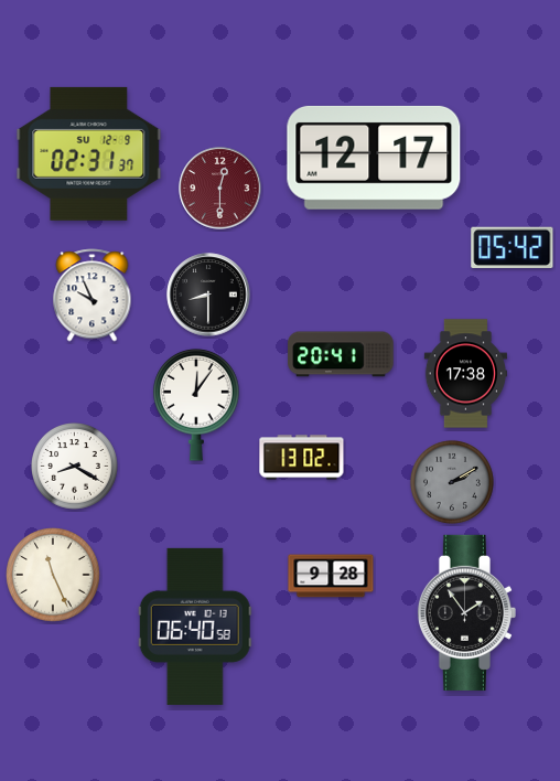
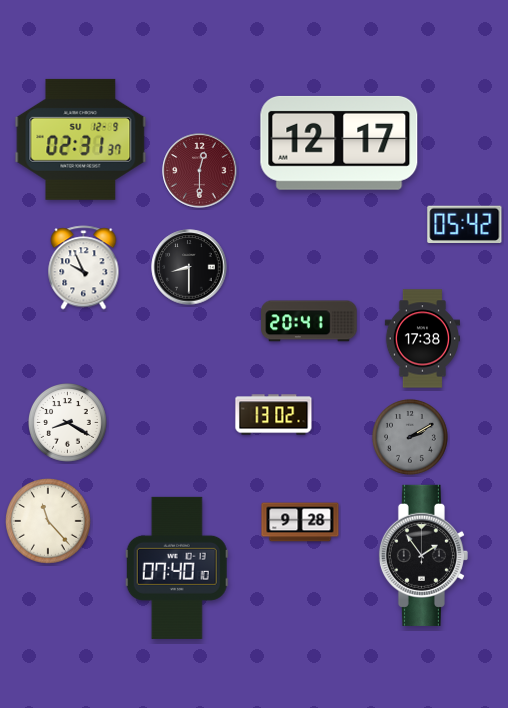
clock at (196, 405): 12:06 -> none
clock at (53, 575): 11:26 -> 11:23
clock at (195, 627): 06:40 -> 07:40
